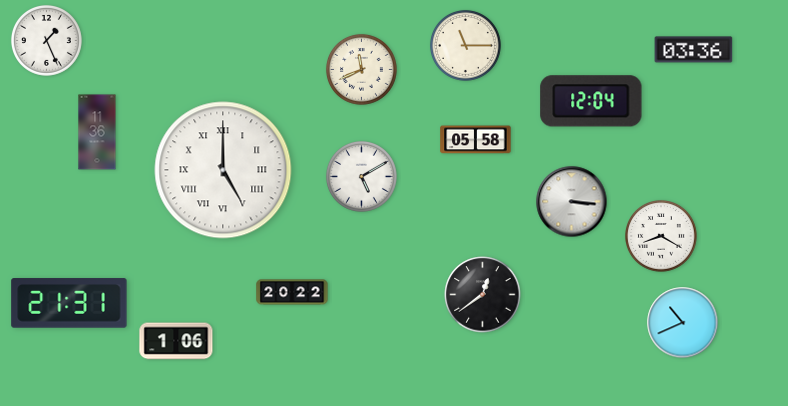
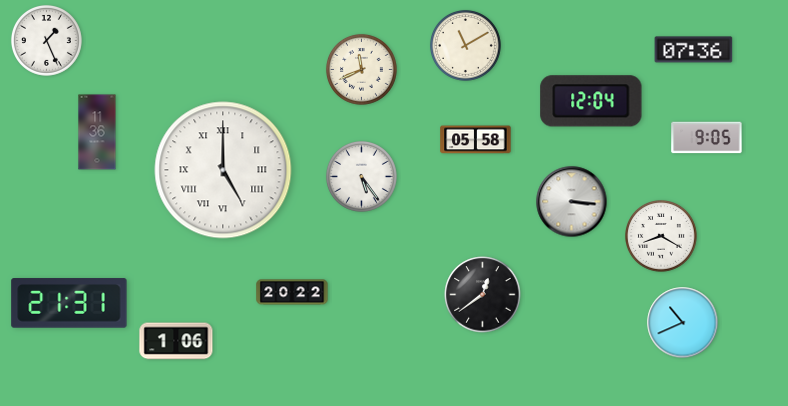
clock at (465, 45): 11:15 -> 11:10
clock at (694, 50): 03:36 -> 07:36
clock at (707, 138): none -> 9:05
clock at (361, 176): 5:10 -> 5:24
